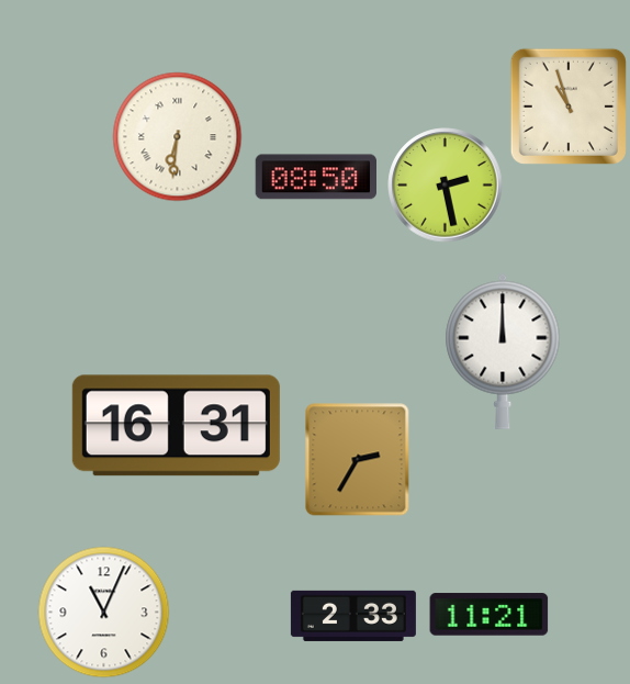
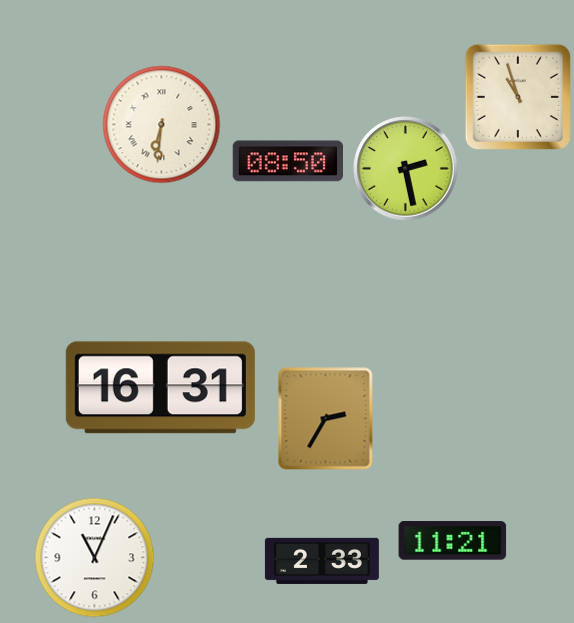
clock at (503, 351): 12:00 -> none
clock at (490, 615) position: (490, 615) -> (453, 541)
